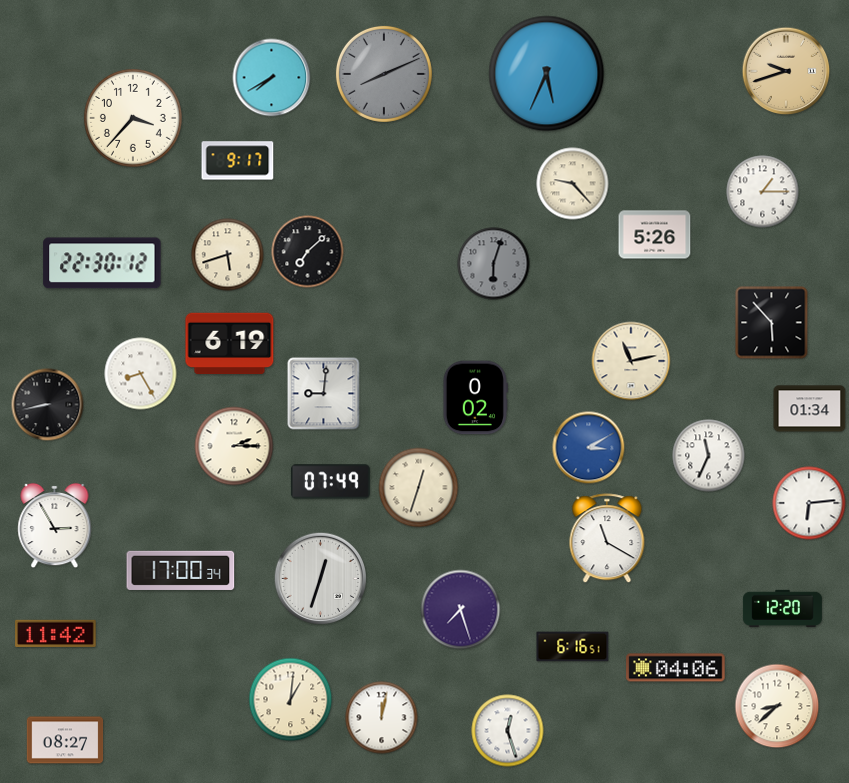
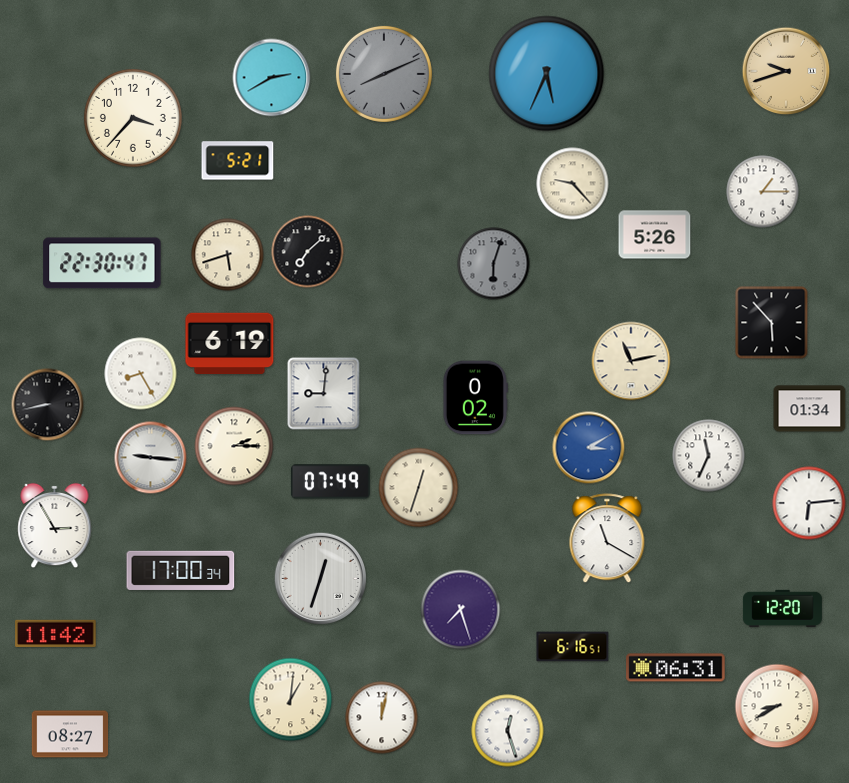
clock at (272, 78): 7:40 -> 2:40
clock at (238, 161): 9:17 -> 5:21
clock at (102, 263): 22:30:12 -> 22:30:47
clock at (151, 458): none -> 9:16
clock at (676, 668): 04:06 -> 06:31
clock at (777, 706): 8:38 -> 8:40
clock at (65, 740) position: (65, 740) -> (70, 734)
